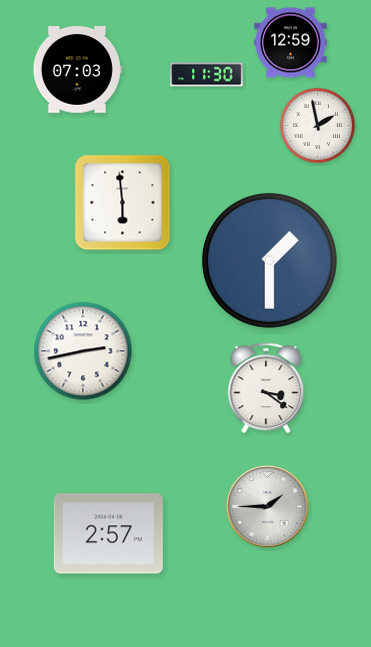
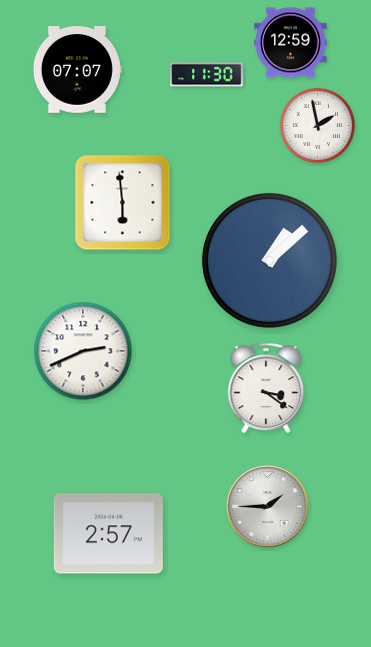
clock at (77, 70): 07:03 -> 07:07
clock at (269, 260): 1:30 -> 1:08
clock at (83, 351): 2:43 -> 2:41
